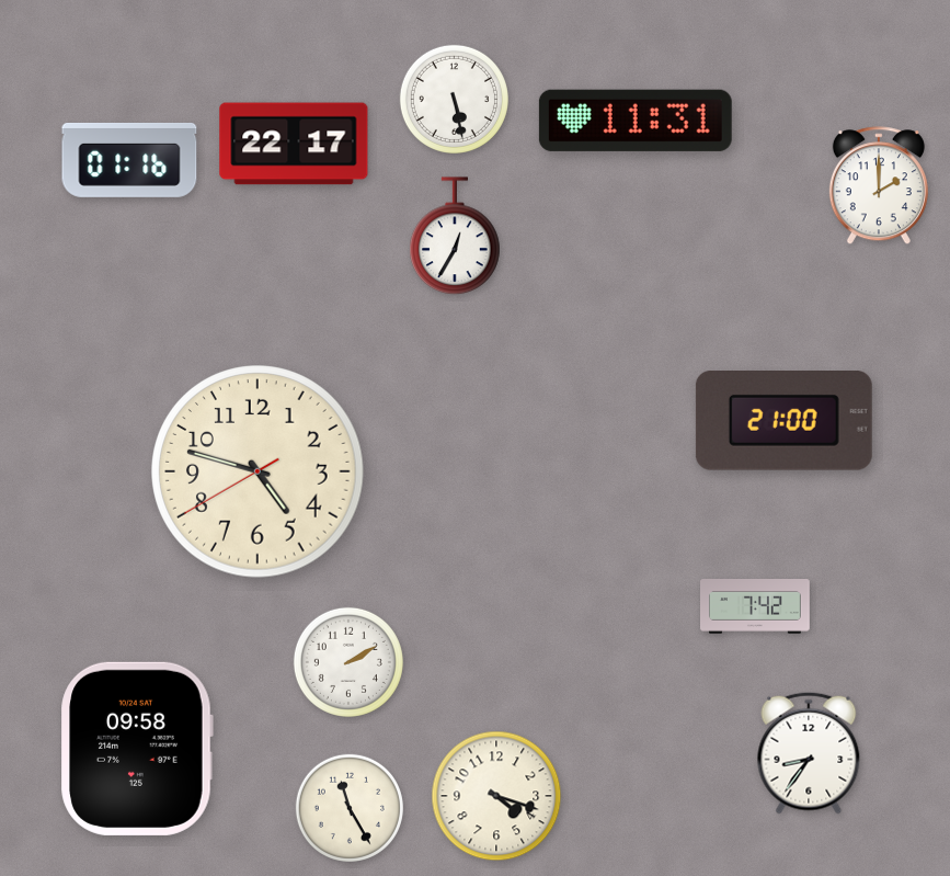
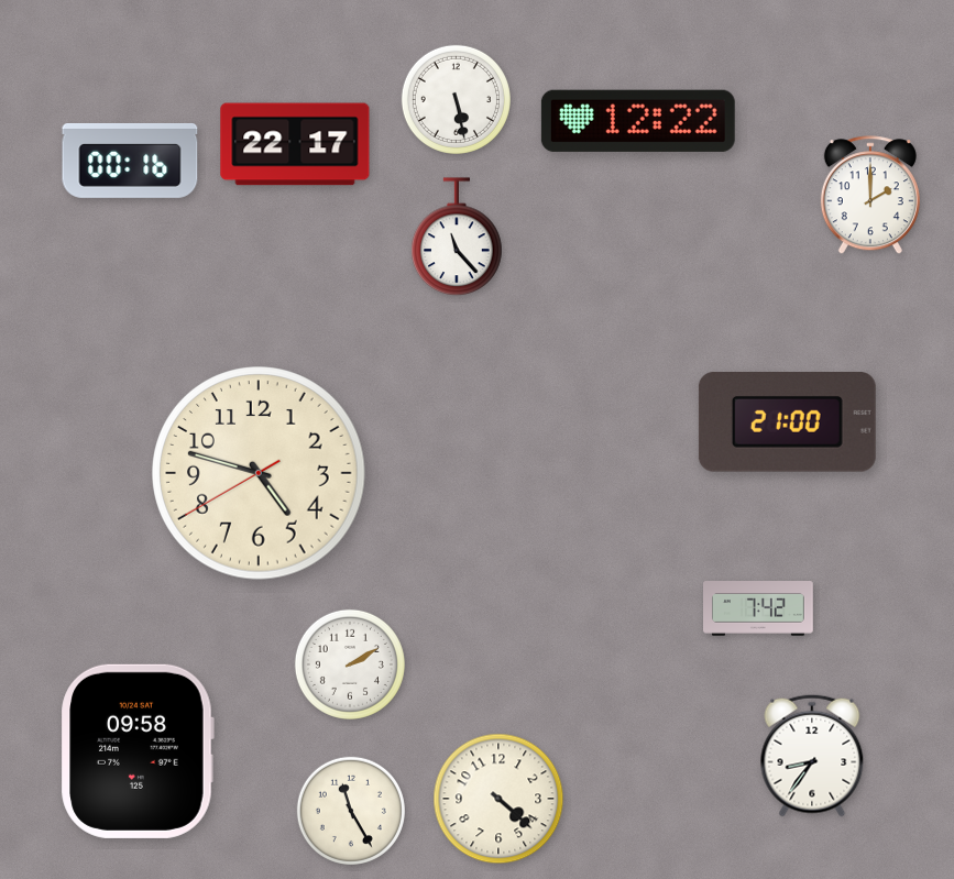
clock at (636, 121): 11:31 -> 12:22
clock at (129, 160): 01:16 -> 00:16
clock at (879, 186) position: (879, 186) -> (870, 196)
clock at (455, 236): 12:35 -> 11:23
clock at (496, 796): 4:18 -> 4:22
